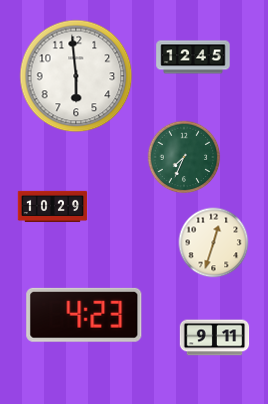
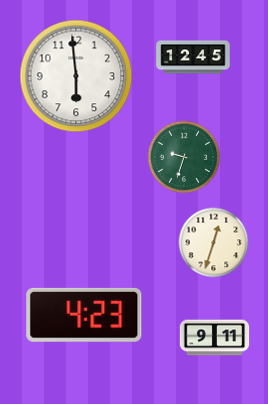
clock at (184, 157): 7:34 -> 9:33
clock at (53, 206): 10:29 -> none
